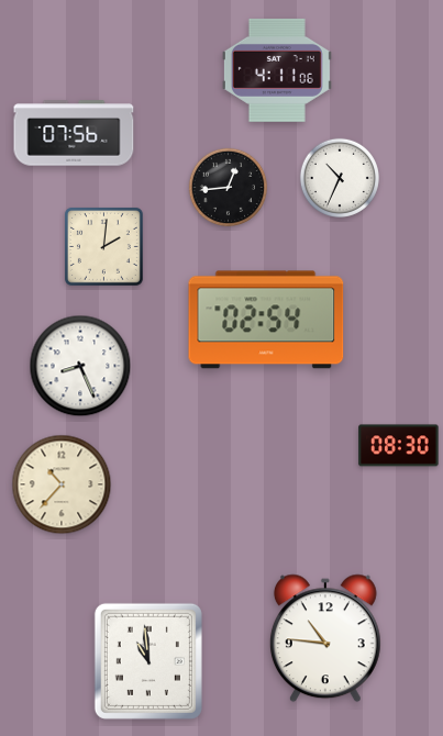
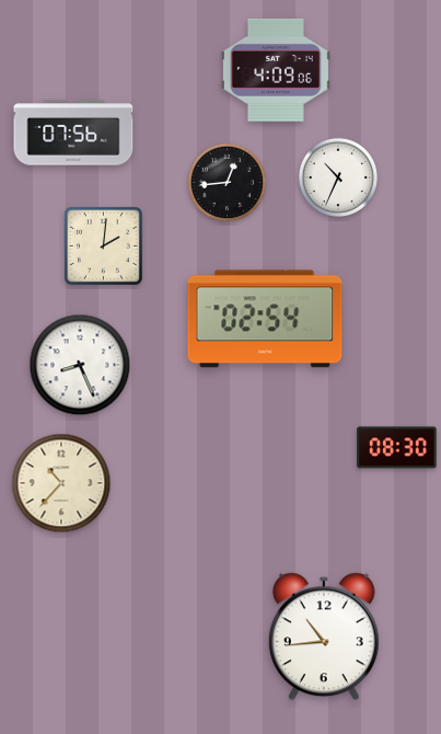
clock at (277, 70): 4:11 -> 4:09
clock at (228, 187) position: (228, 187) -> (227, 182)
clock at (399, 446) position: (399, 446) -> (397, 448)
clock at (325, 638): 10:46 -> 10:44
clock at (148, 661): 10:59 -> none
